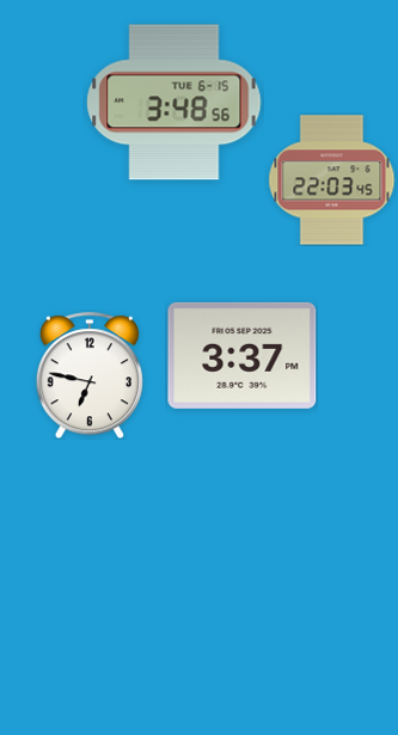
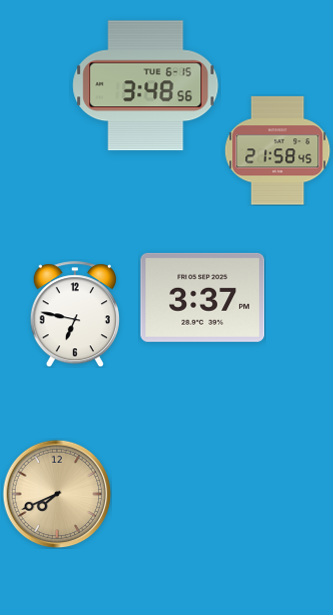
clock at (332, 180): 22:03 -> 21:58
clock at (57, 494): none -> 7:41
